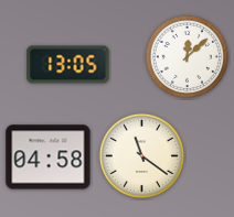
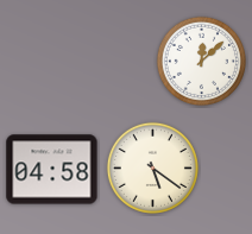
clock at (68, 65): 13:05 -> none
clock at (141, 155): 11:21 -> 5:21
